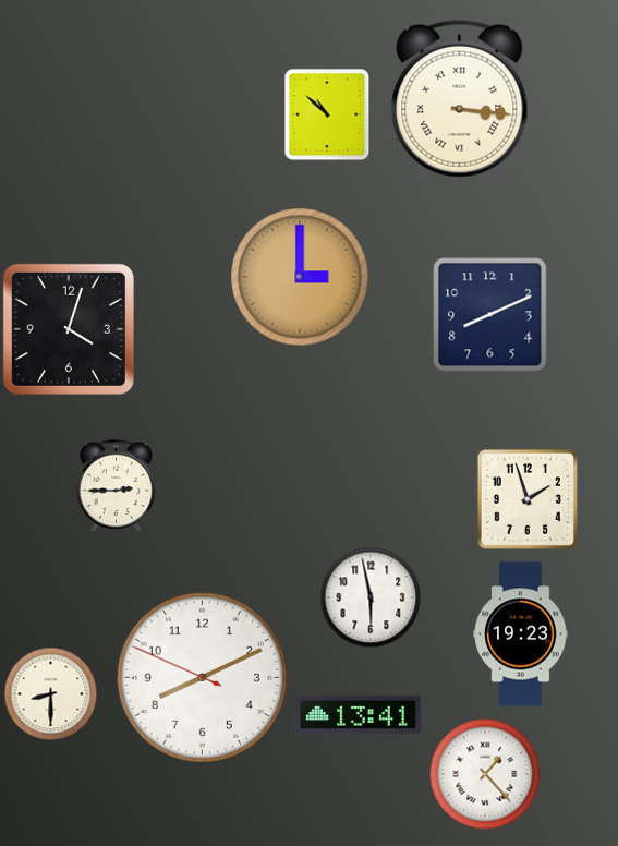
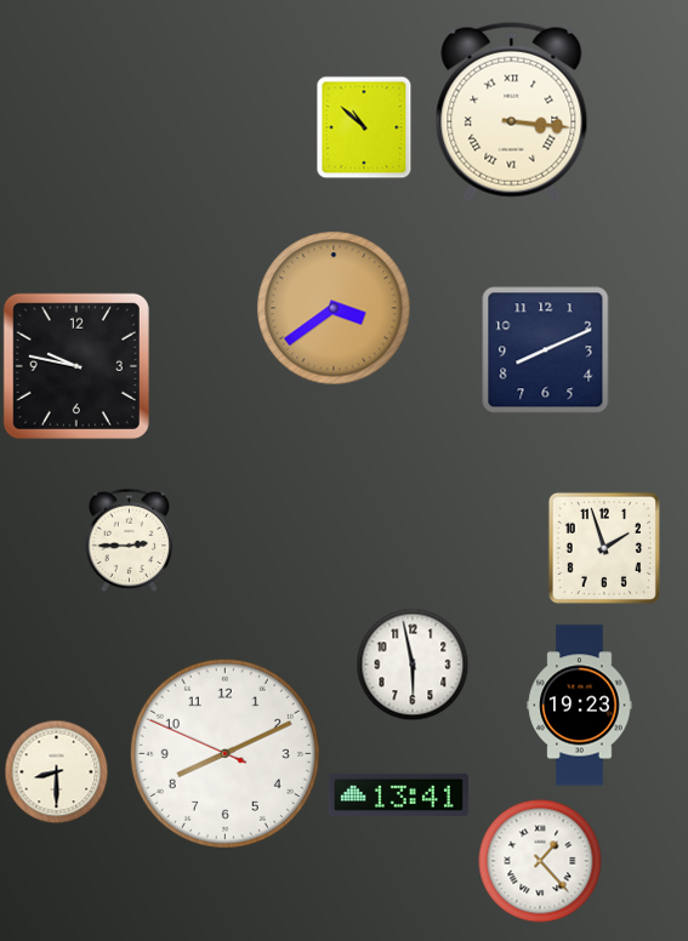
clock at (300, 277): 3:00 -> 3:39
clock at (69, 329): 4:03 -> 9:47
clock at (528, 499) position: (528, 499) -> (604, 548)
